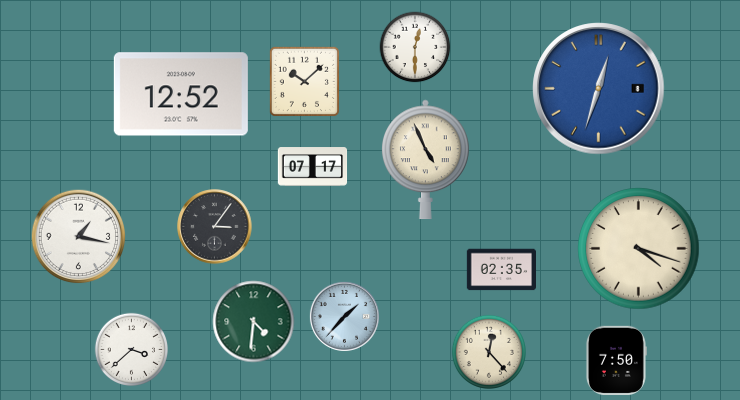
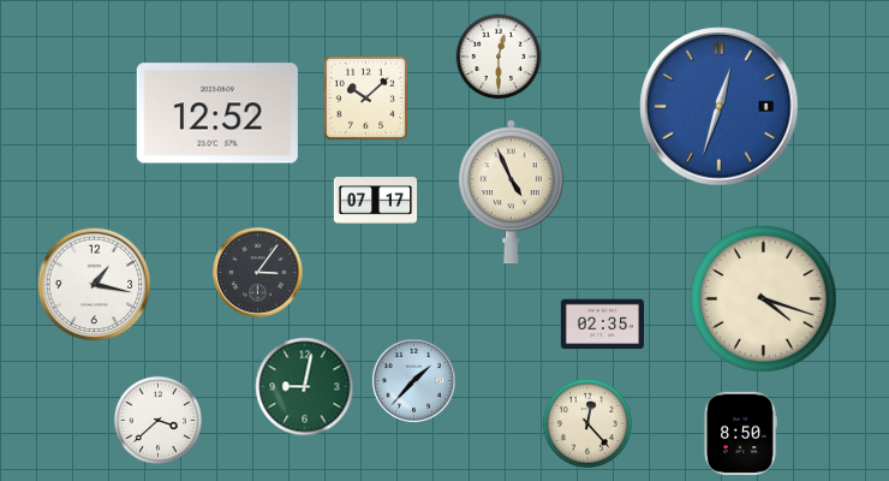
clock at (639, 249) position: (639, 249) -> (764, 299)
clock at (254, 322): 4:31 -> 9:02
clock at (616, 360): 7:50 -> 8:50
